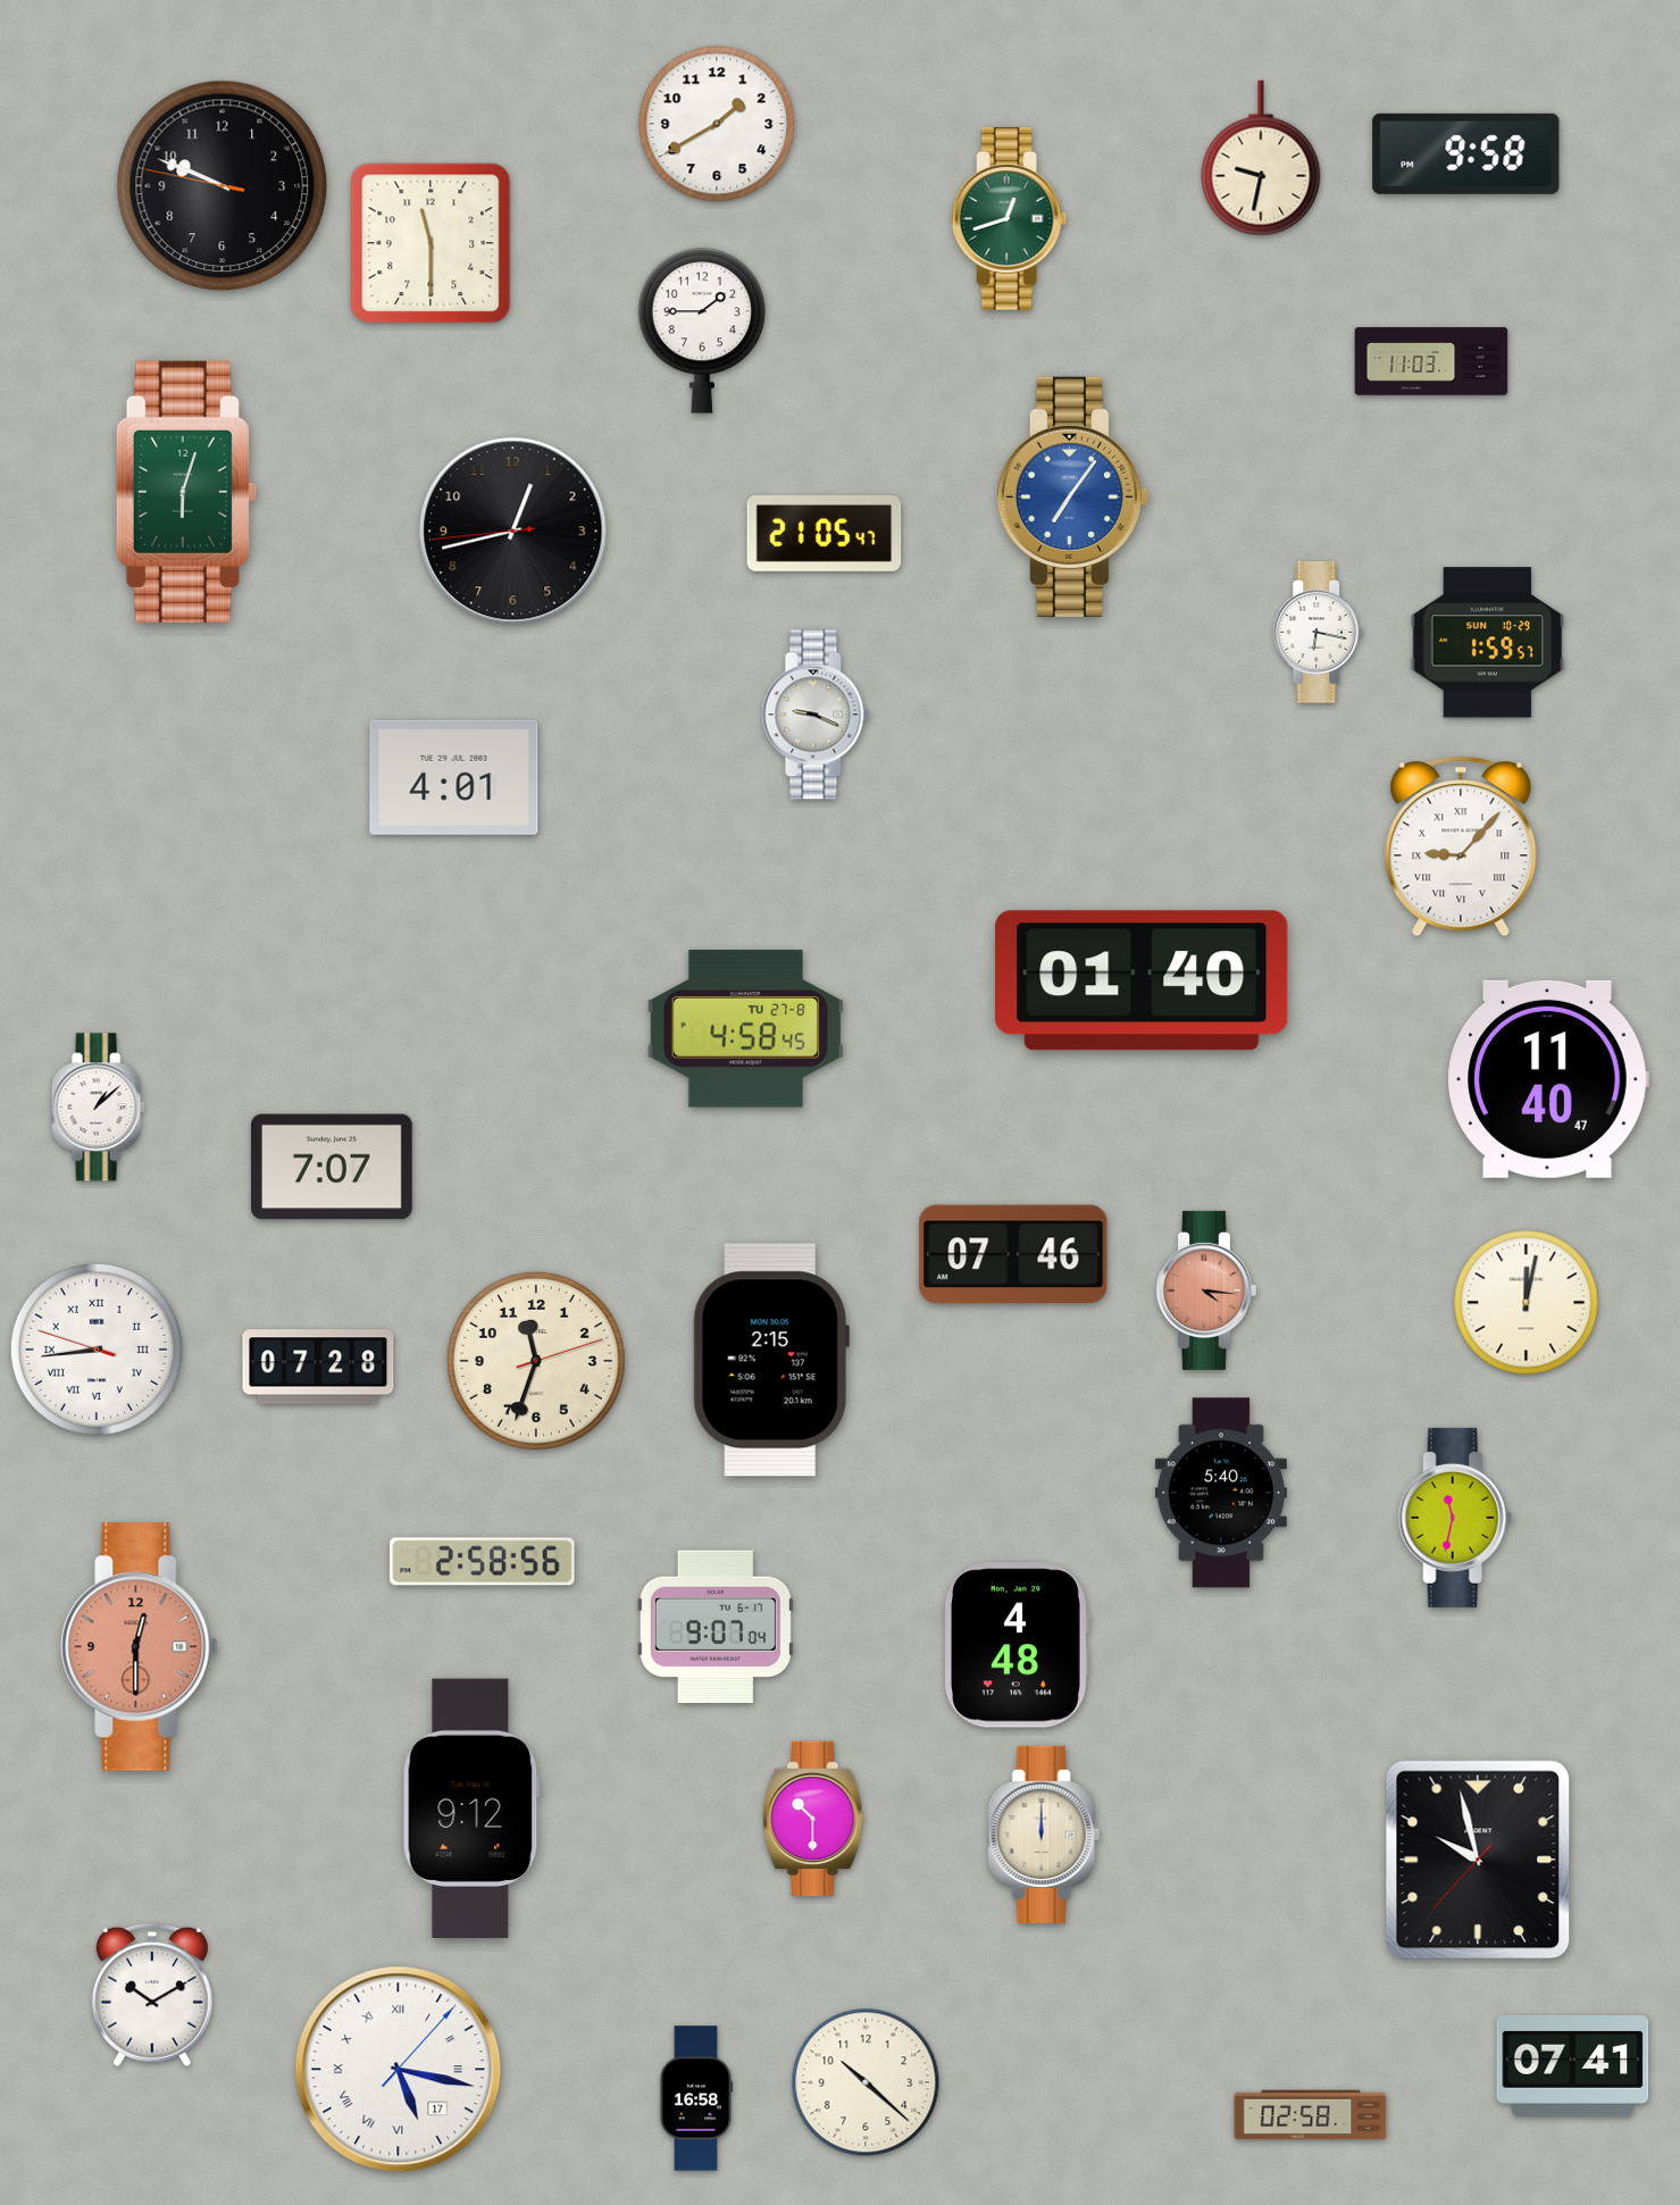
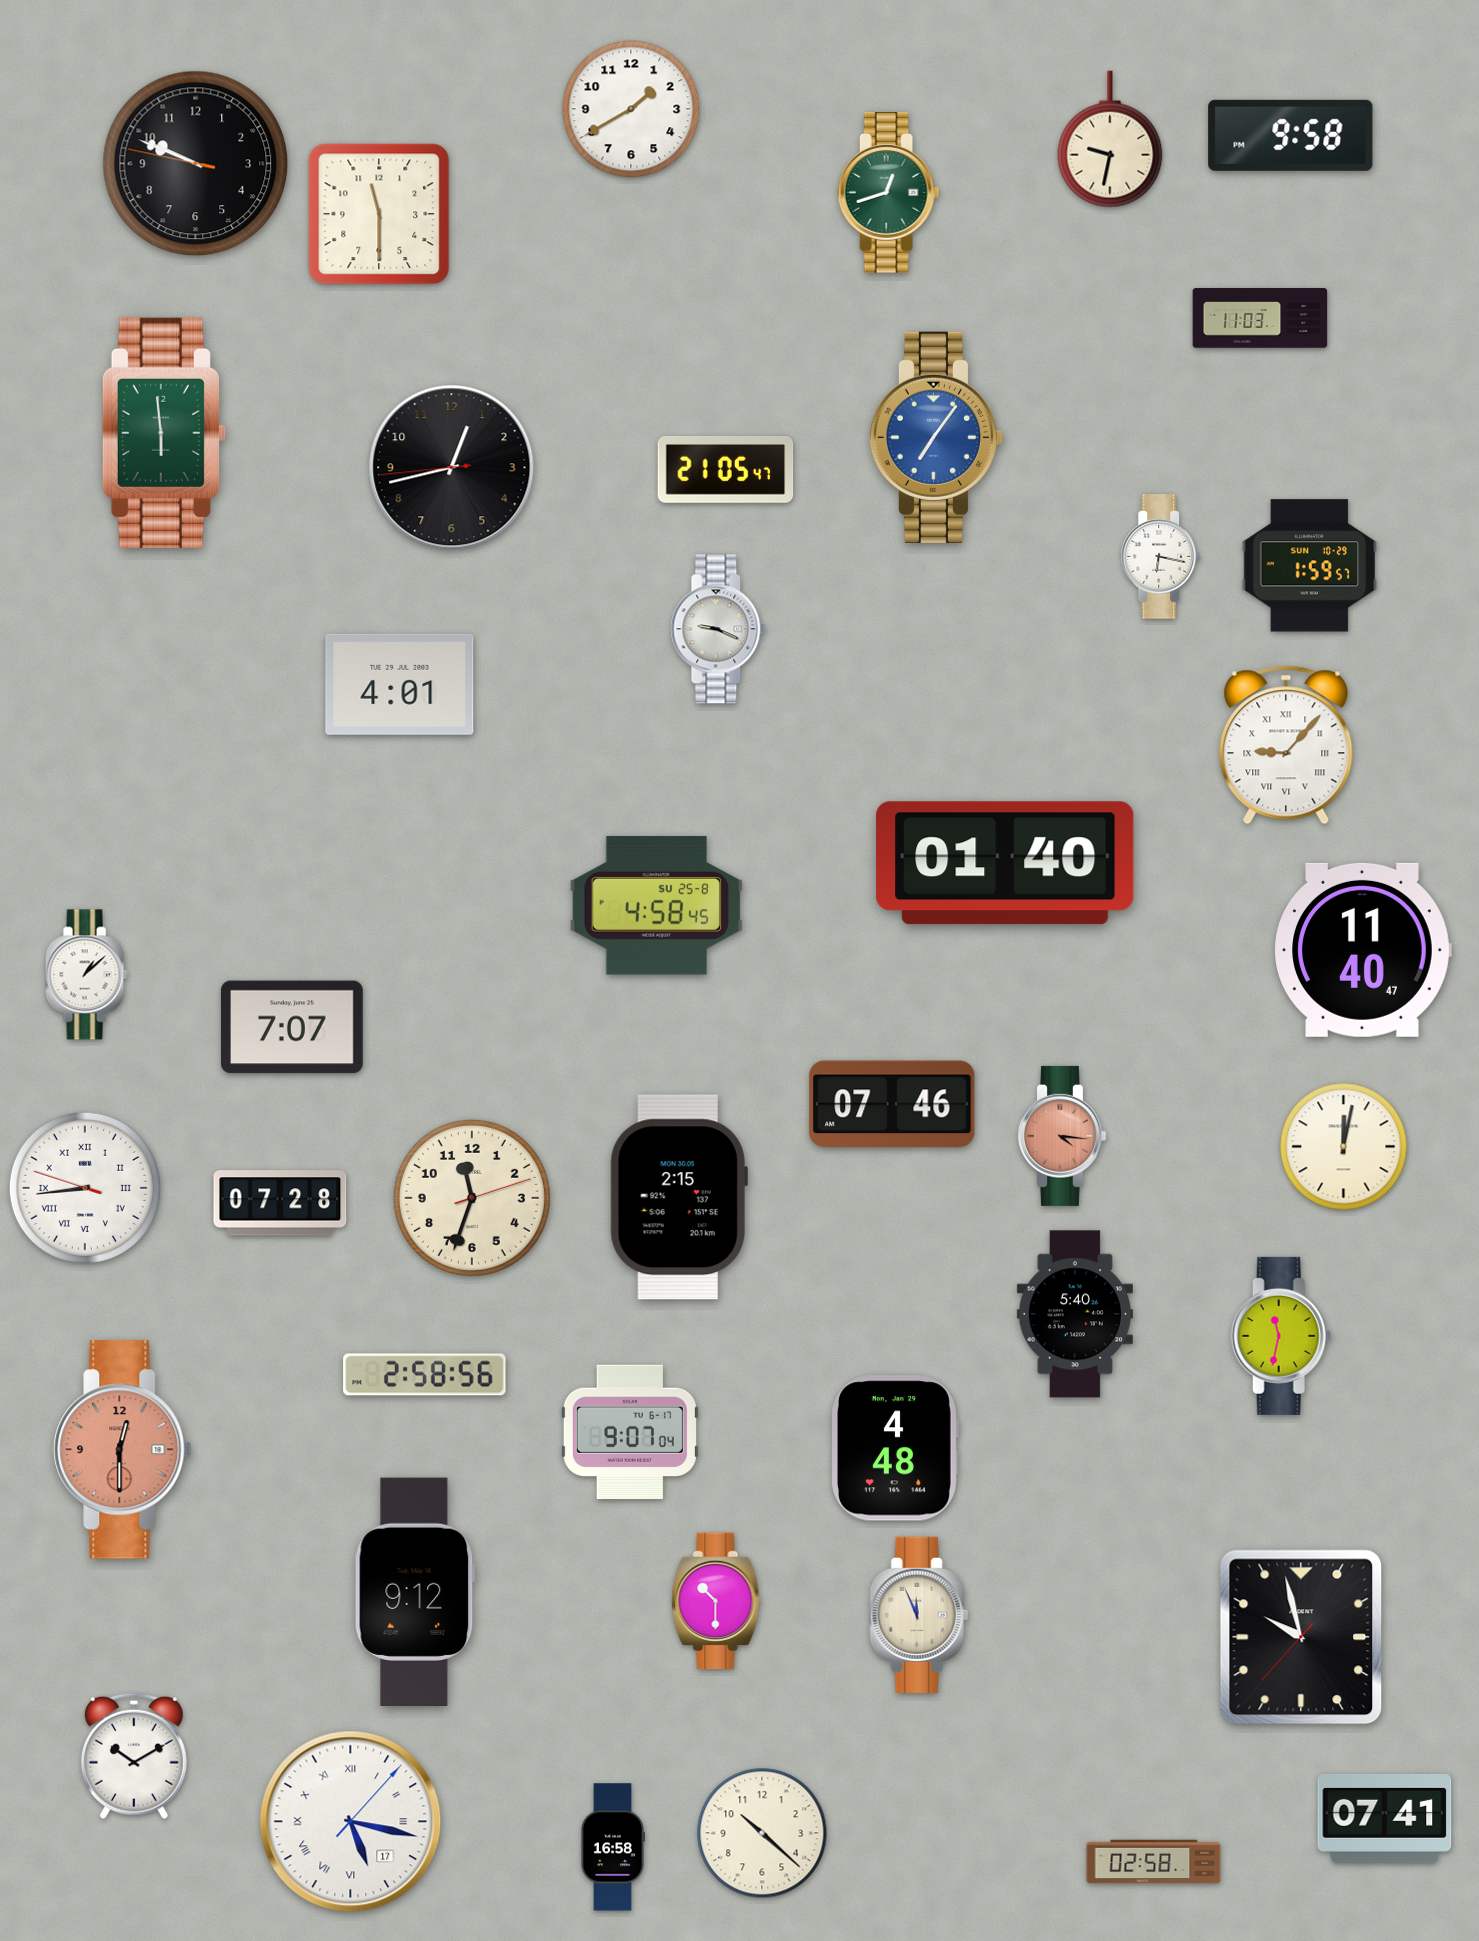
clock at (701, 331): 1:45 -> none
clock at (186, 492): 6:03 -> 5:59
clock at (1072, 496) position: (1072, 496) -> (936, 437)
clock at (745, 1029) date: TU 27-8 -> SU 25-8
clock at (1044, 1835): 12:00 -> 11:56
